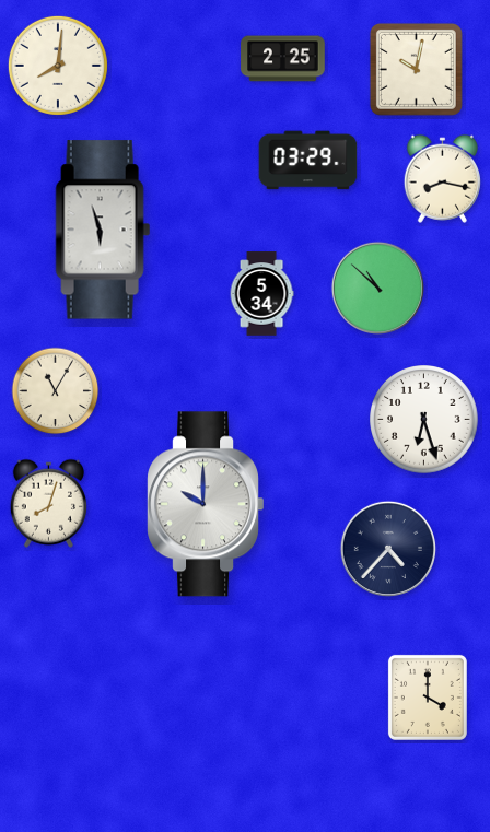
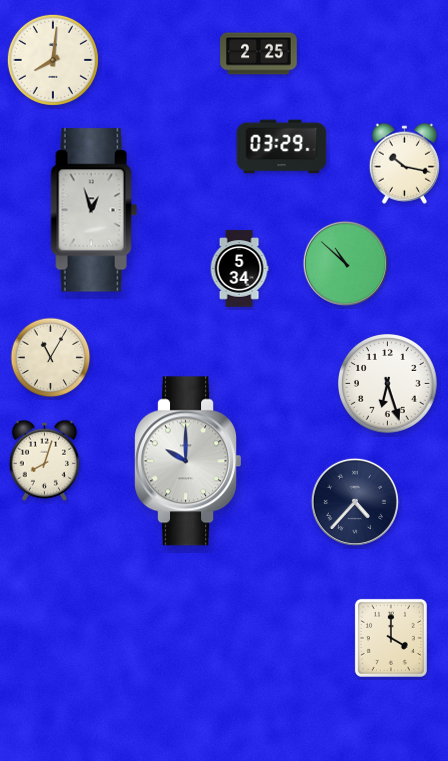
clock at (416, 69): 10:02 -> none
clock at (442, 178): 8:17 -> 10:17
clock at (103, 230): 5:57 -> 12:57
